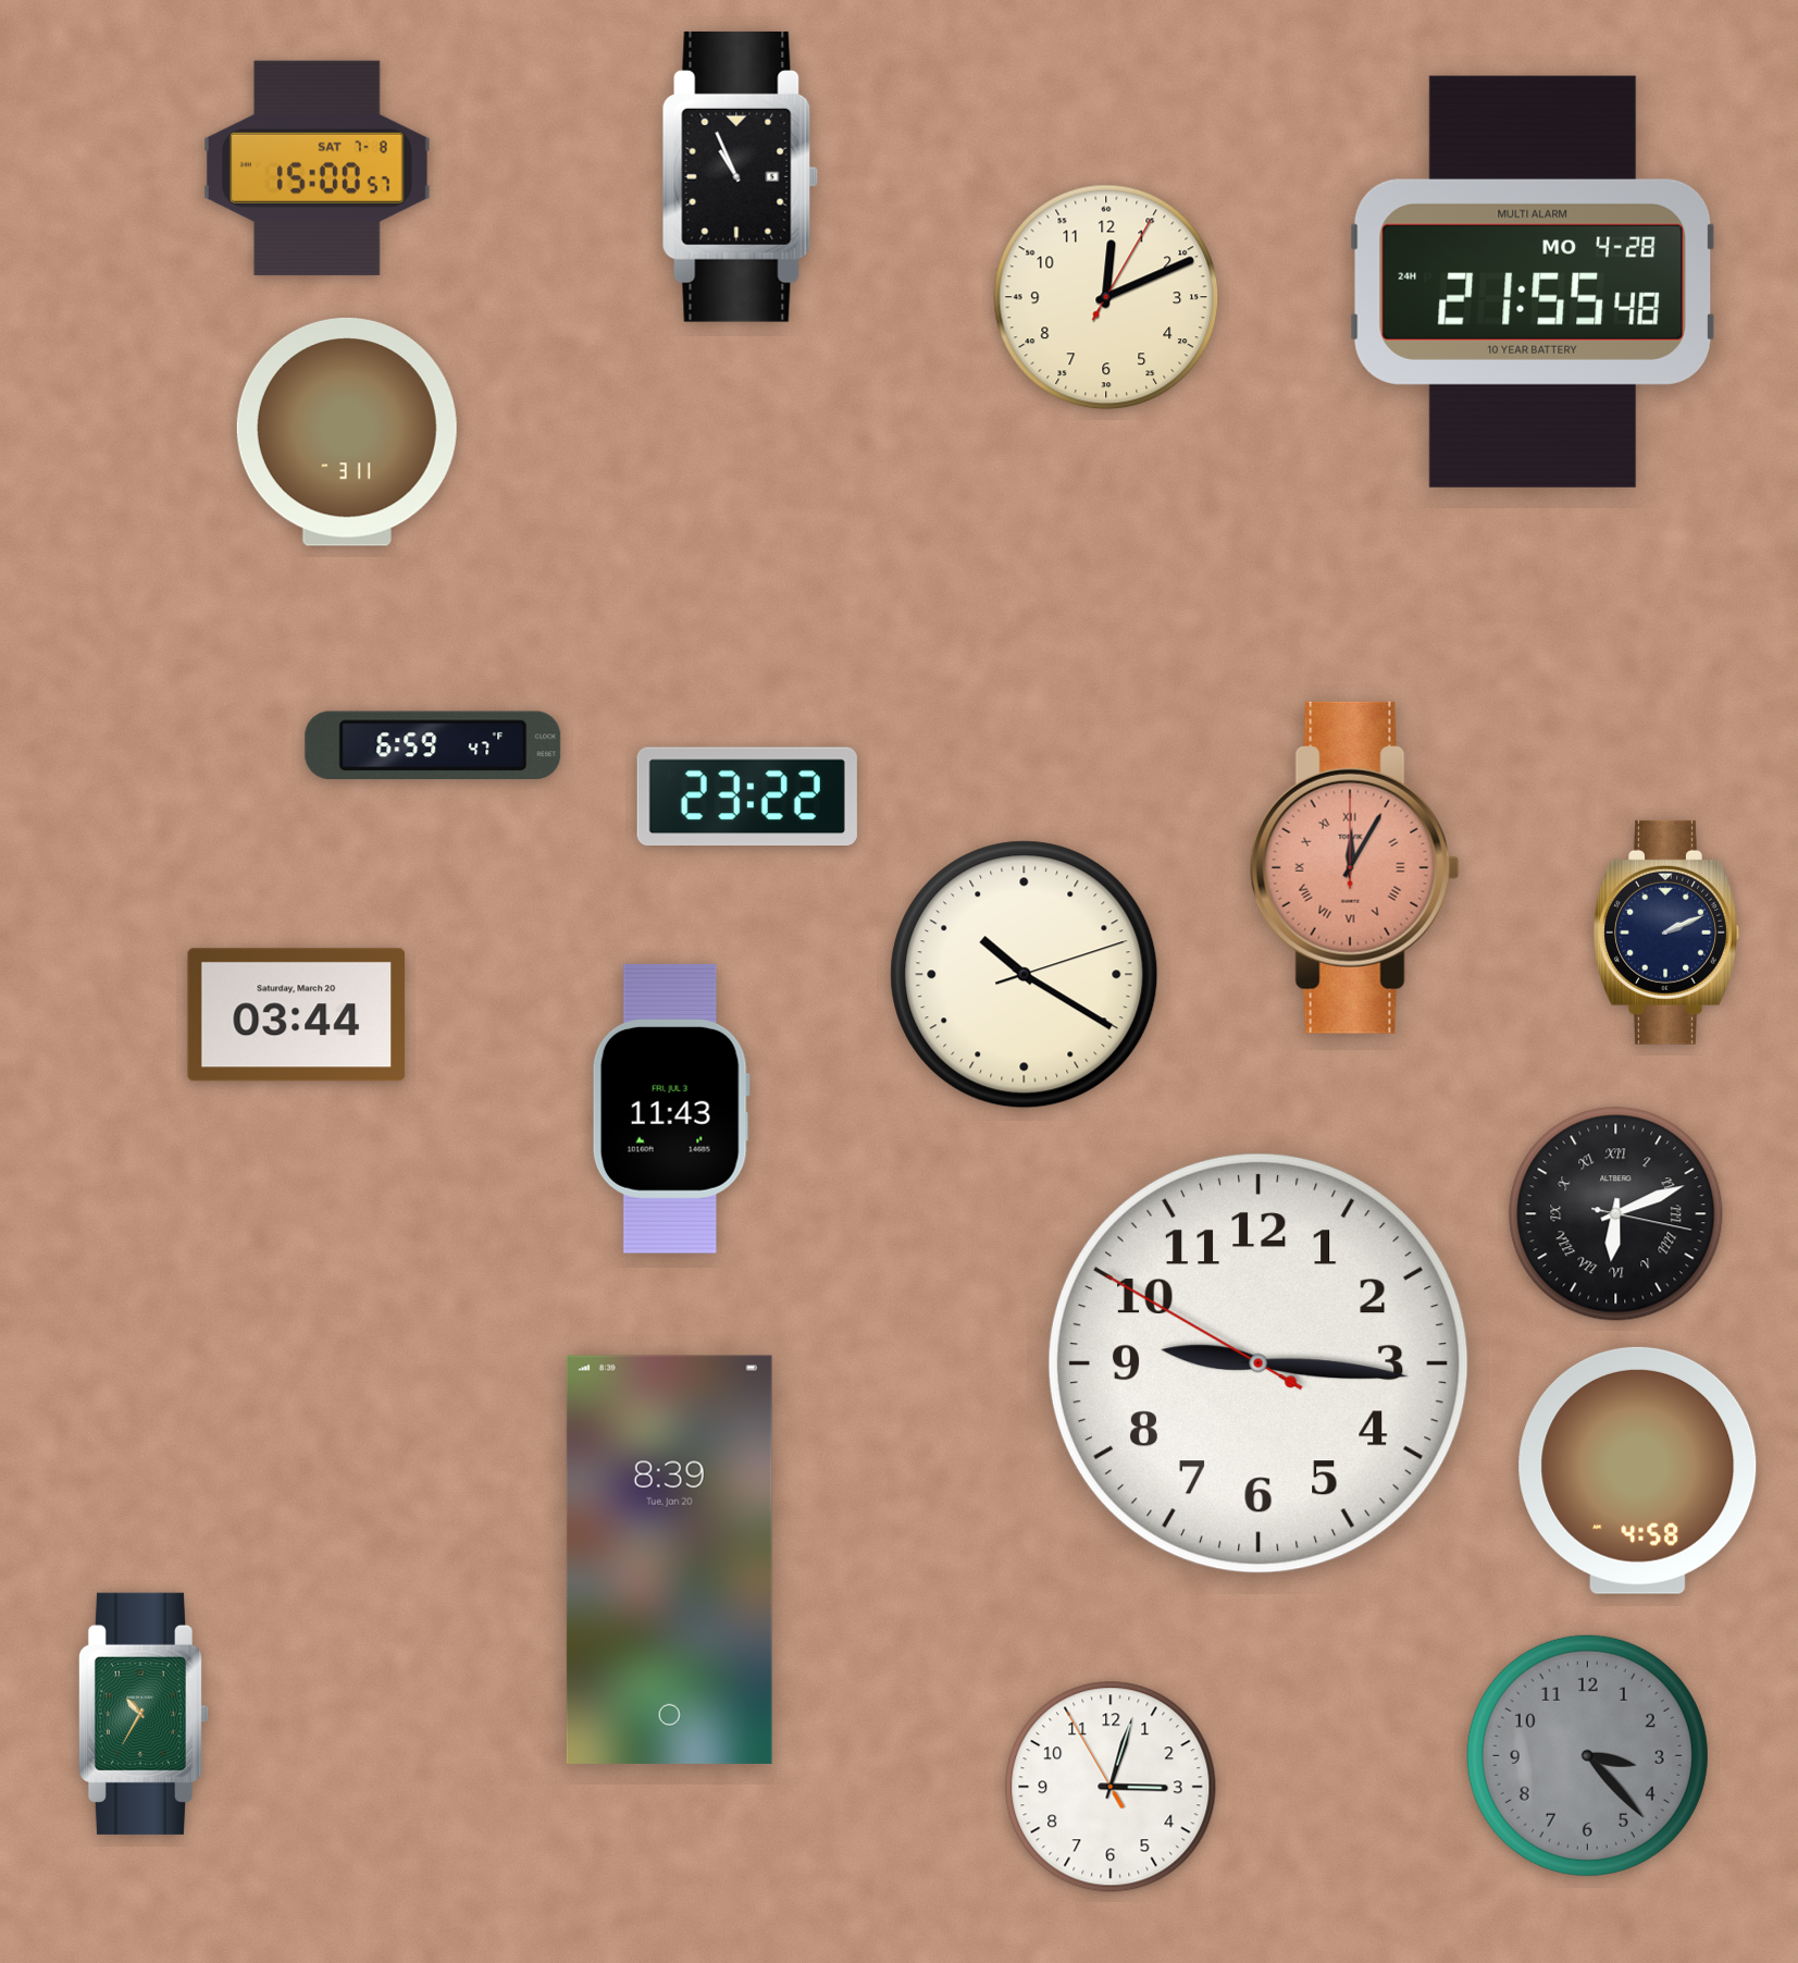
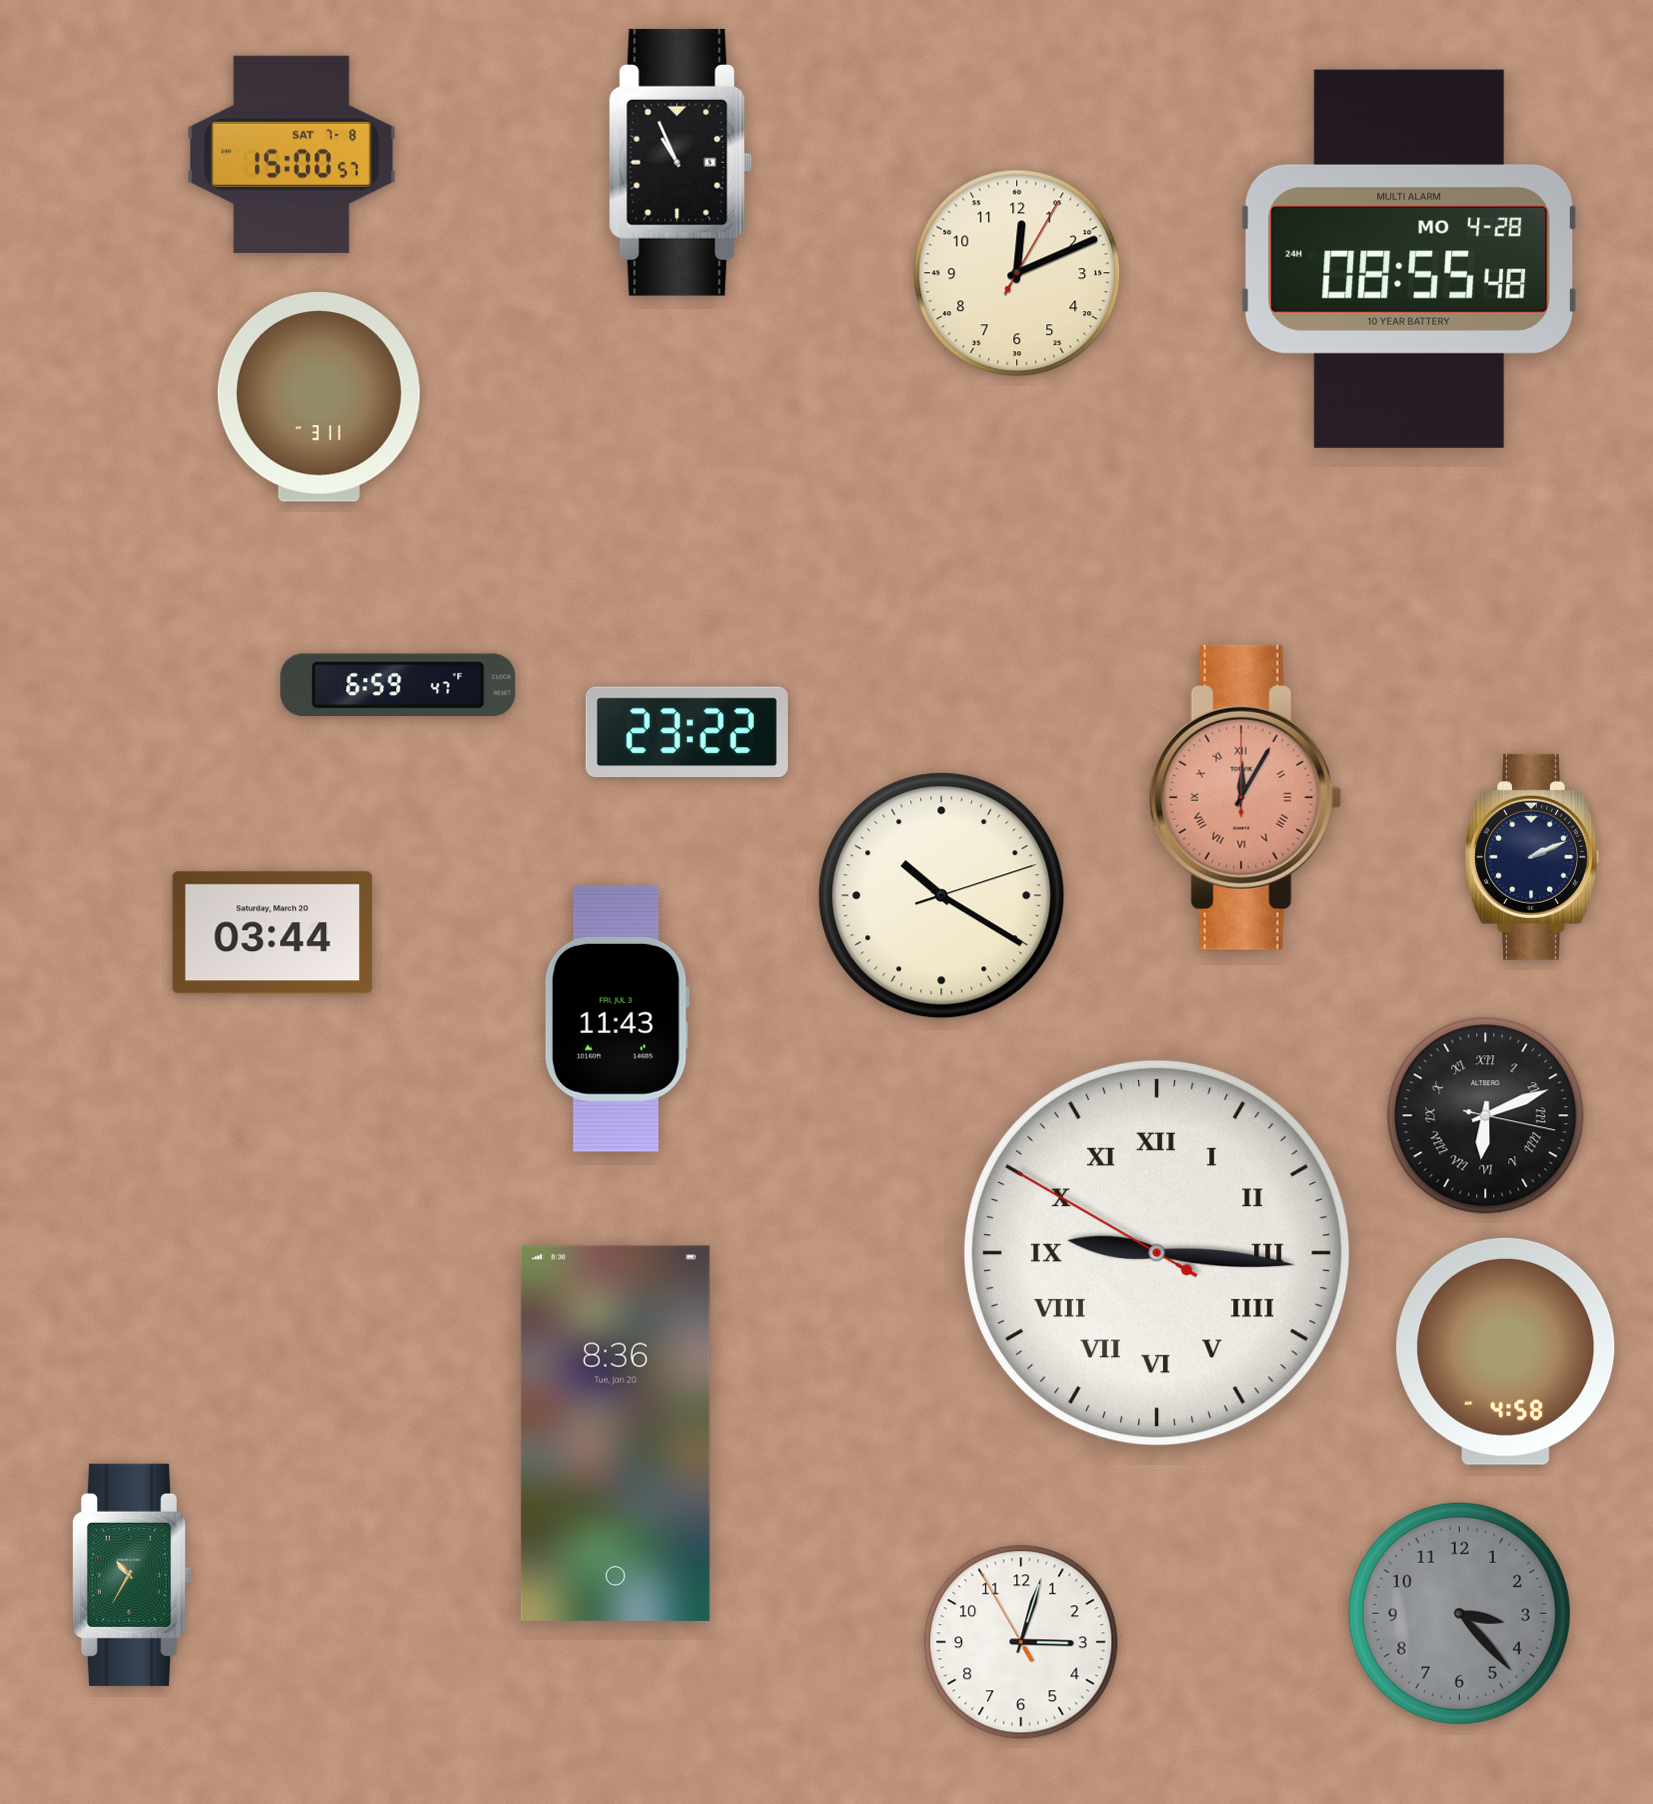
clock at (1532, 282): 21:55 -> 08:55
clock at (1258, 1363) numerals: Arabic -> Roman
clock at (669, 1559): 8:39 -> 8:36
